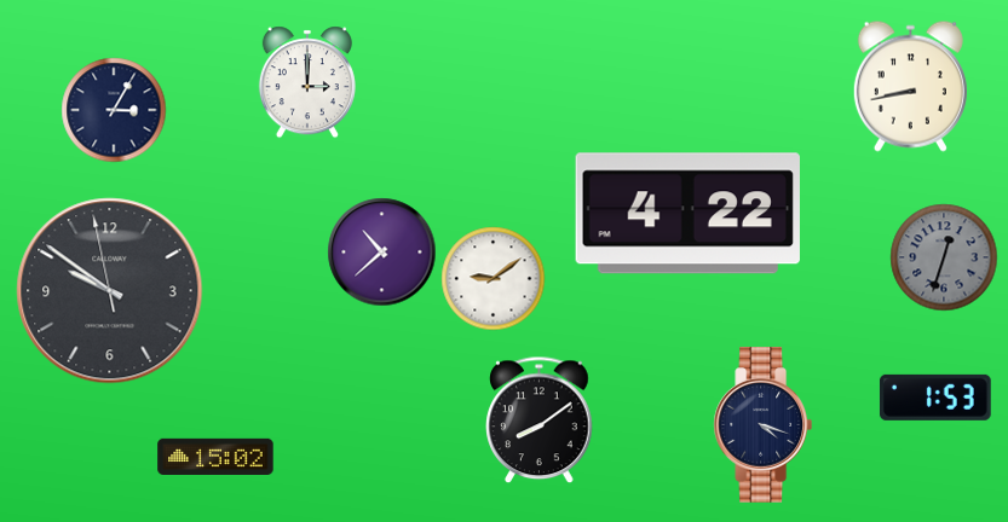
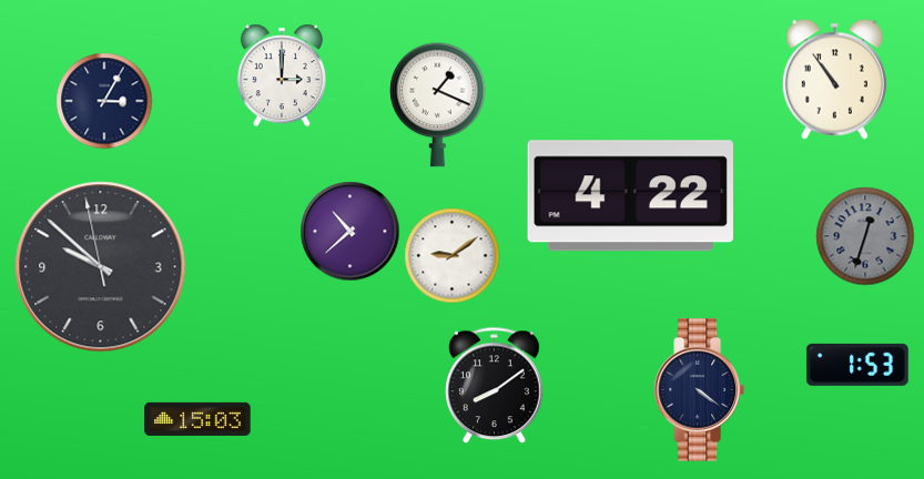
clock at (910, 86): 8:43 -> 10:54
clock at (438, 104): none -> 1:19
clock at (110, 291): 9:50 -> 9:51
clock at (762, 425): 4:18 -> 4:21
clock at (215, 457): 15:02 -> 15:03
